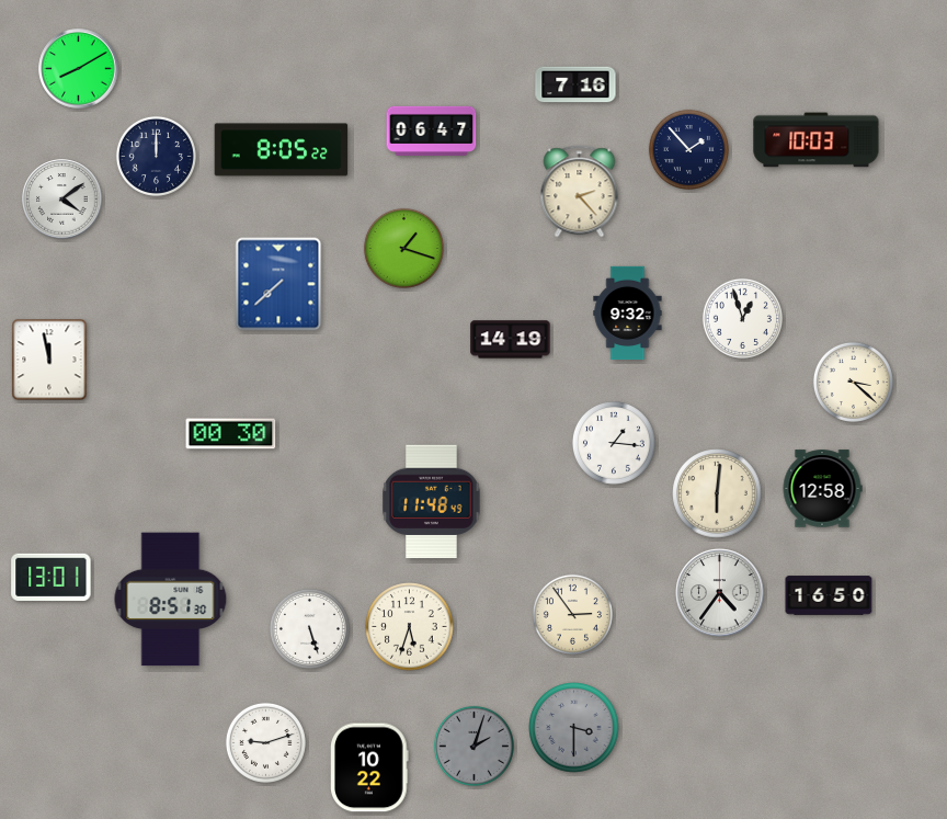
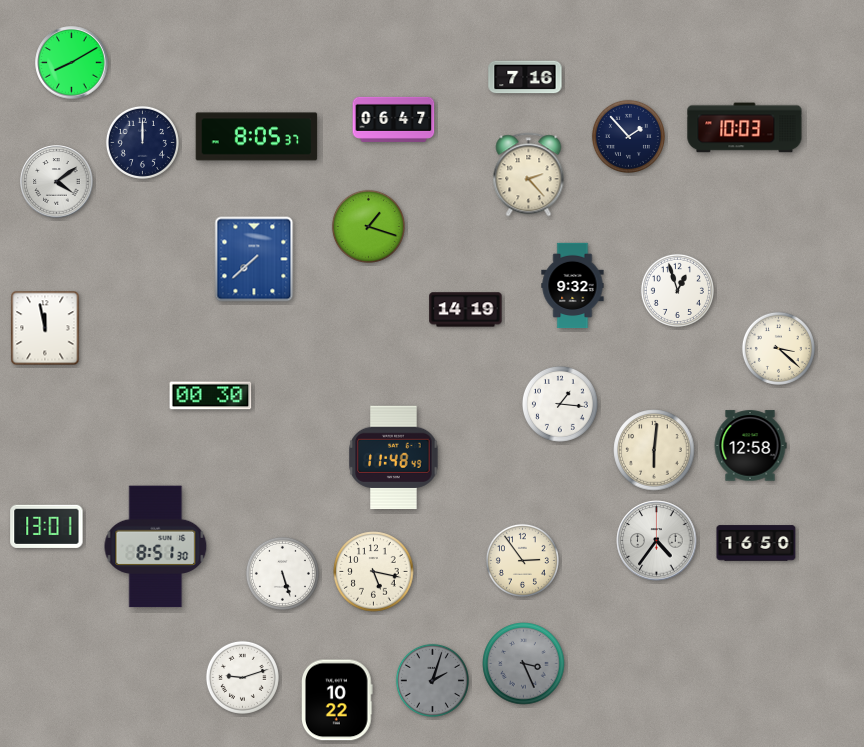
clock at (282, 150): 8:05:22 -> 8:05:37
clock at (410, 627): 5:33 -> 5:17
clock at (574, 728): 3:30 -> 3:26
